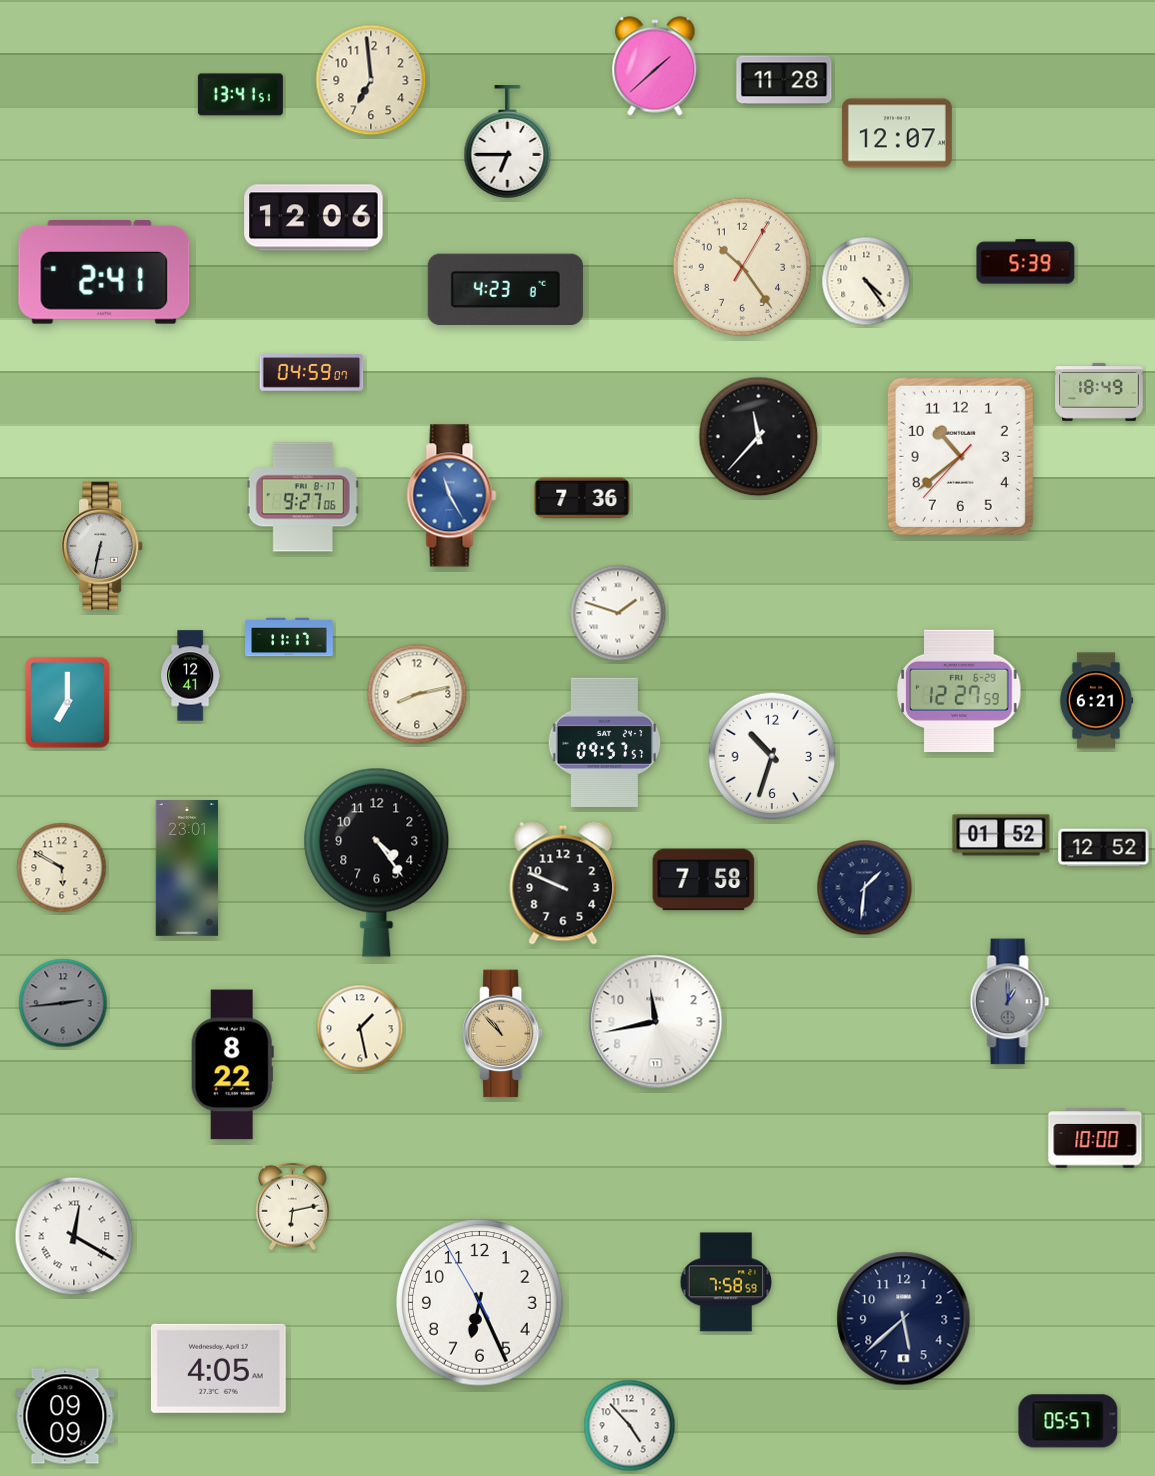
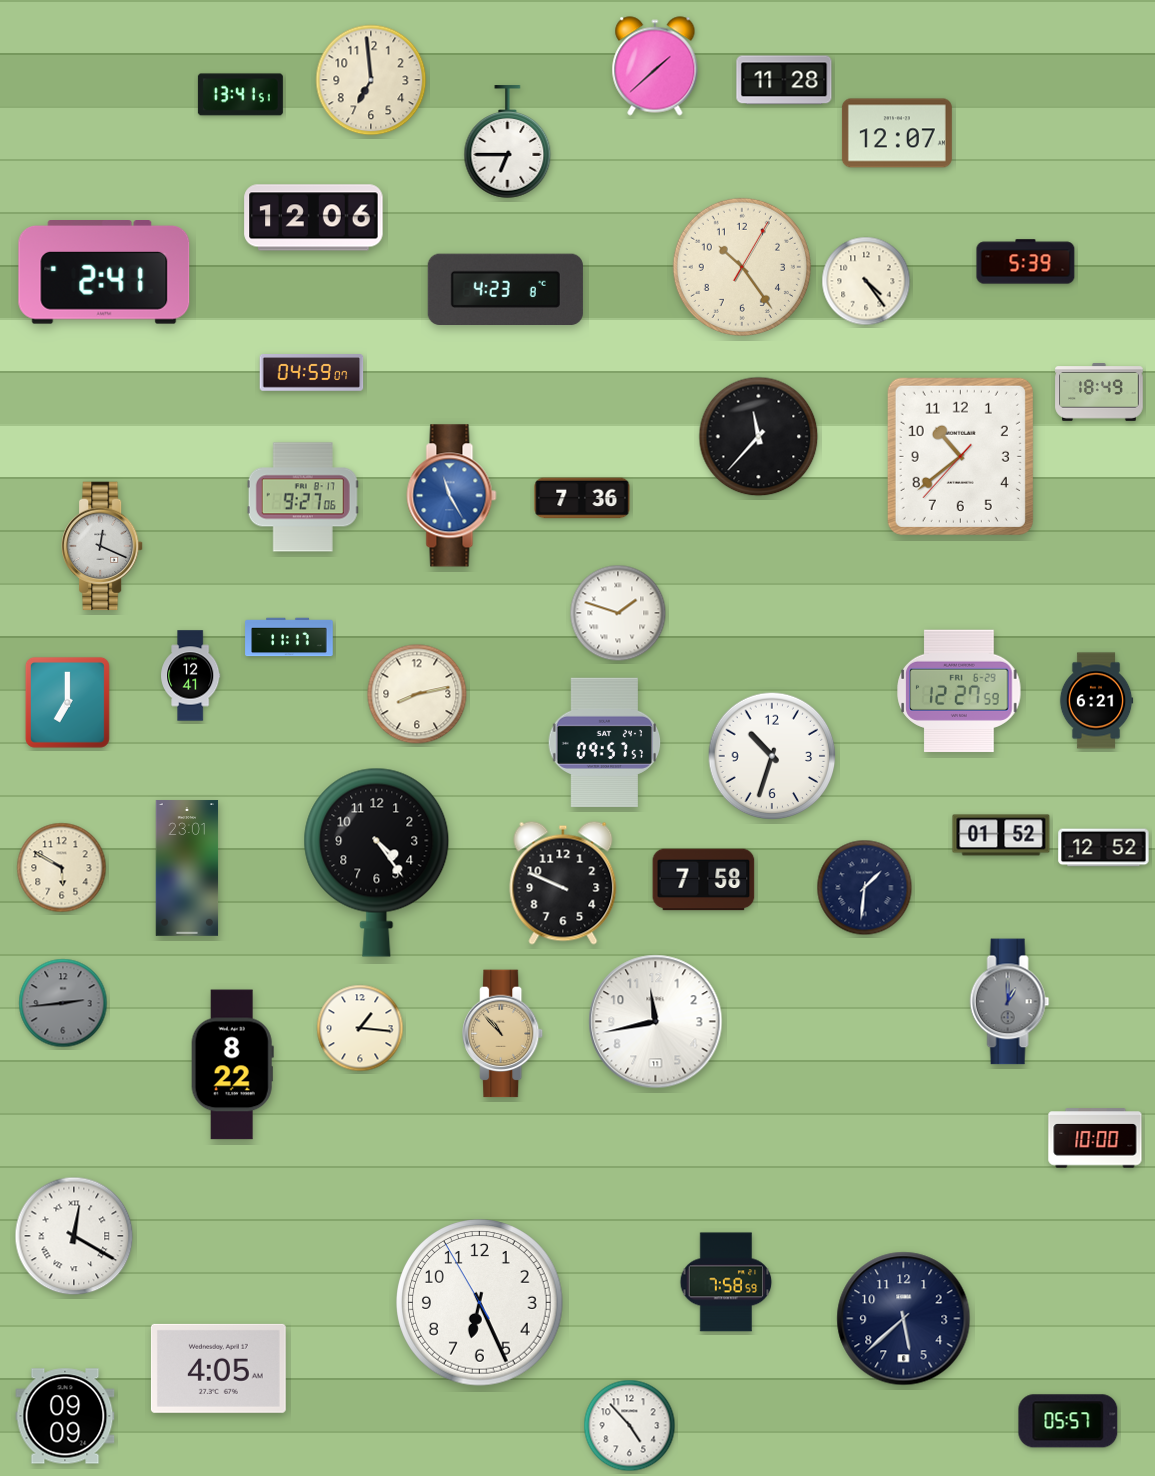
clock at (103, 546): 6:32 -> 12:19
clock at (360, 1028): 1:28 -> 1:16
clock at (293, 1207): 6:13 -> none
